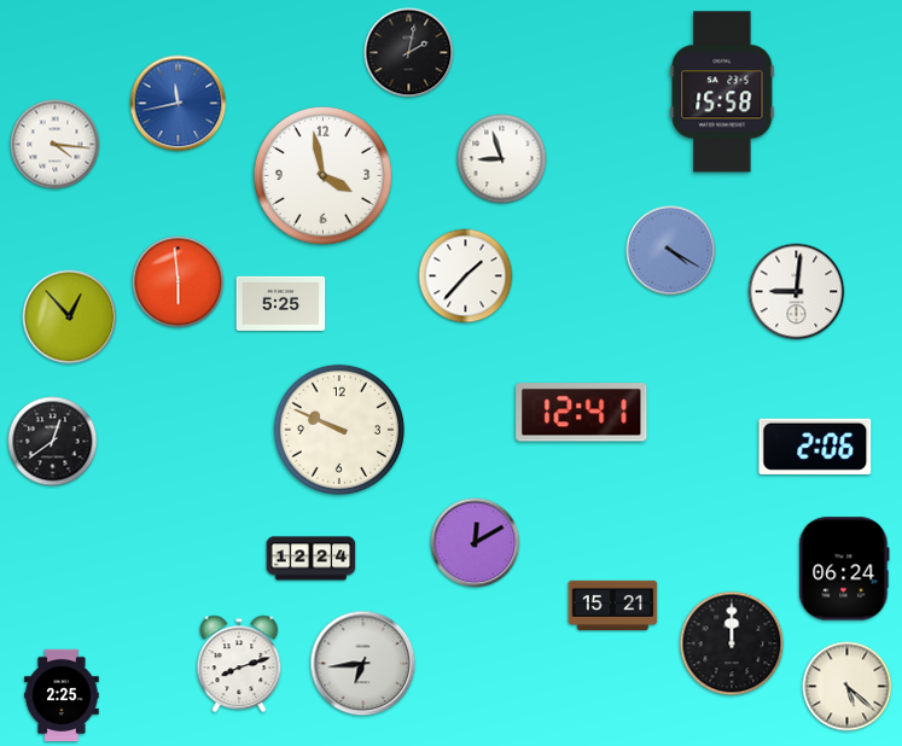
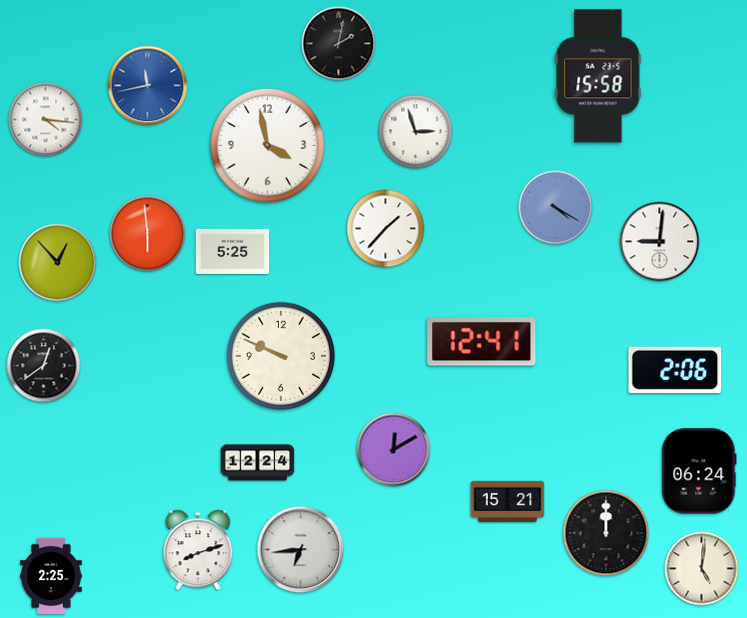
clock at (502, 159): 8:57 -> 2:57
clock at (848, 687): 5:22 -> 5:01
